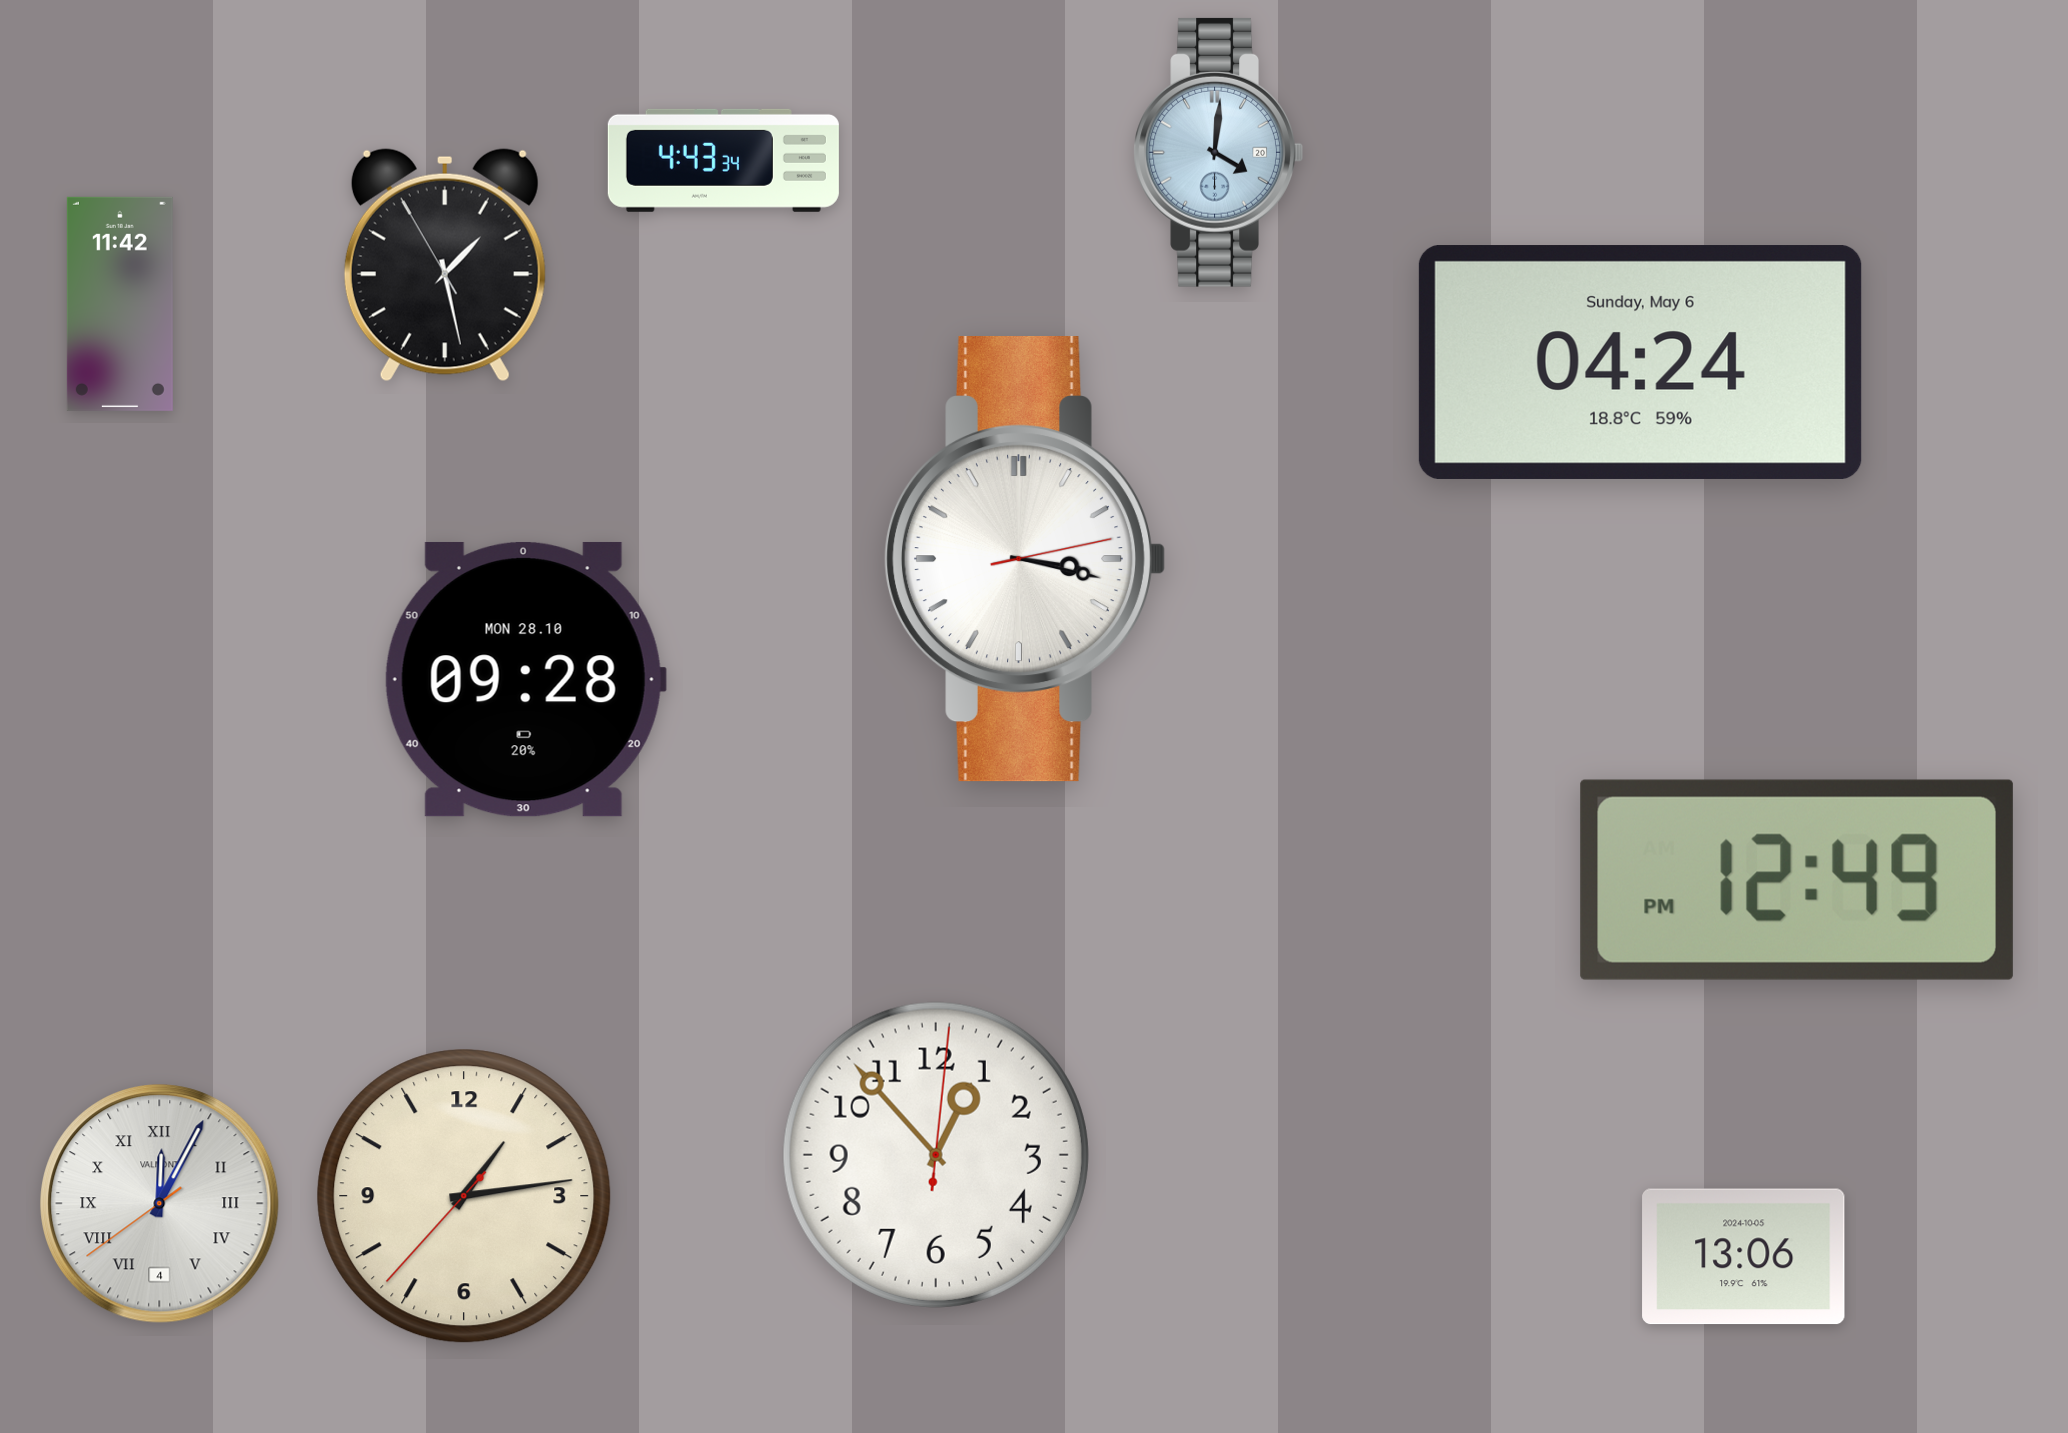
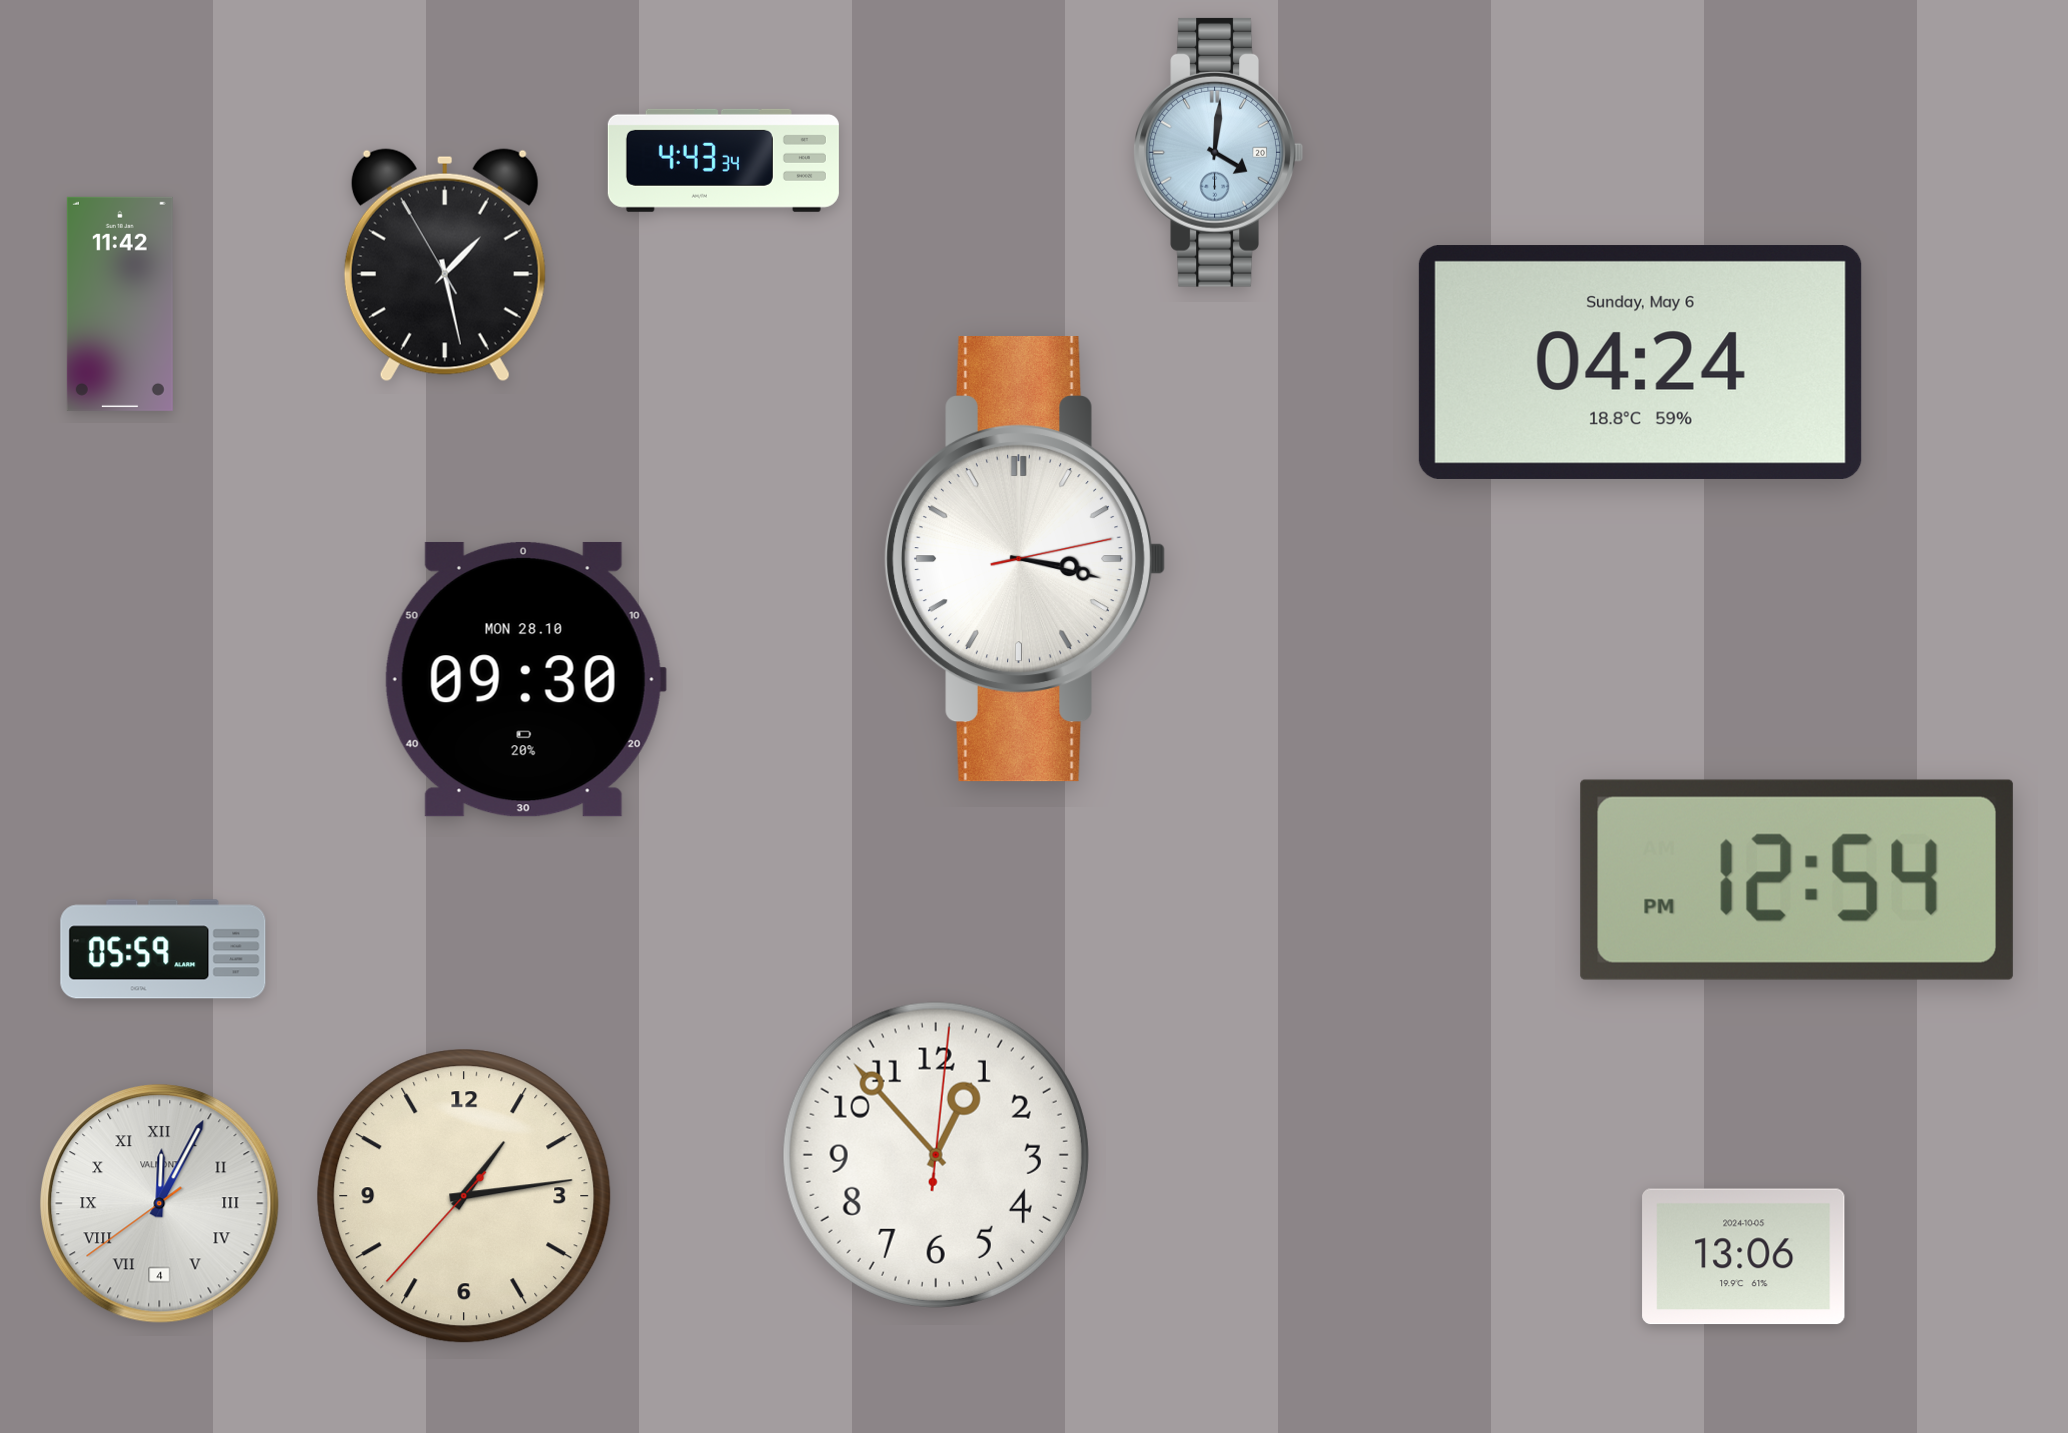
clock at (525, 679): 09:28 -> 09:30
clock at (1797, 880): 12:49 -> 12:54
clock at (163, 949): none -> 05:59
